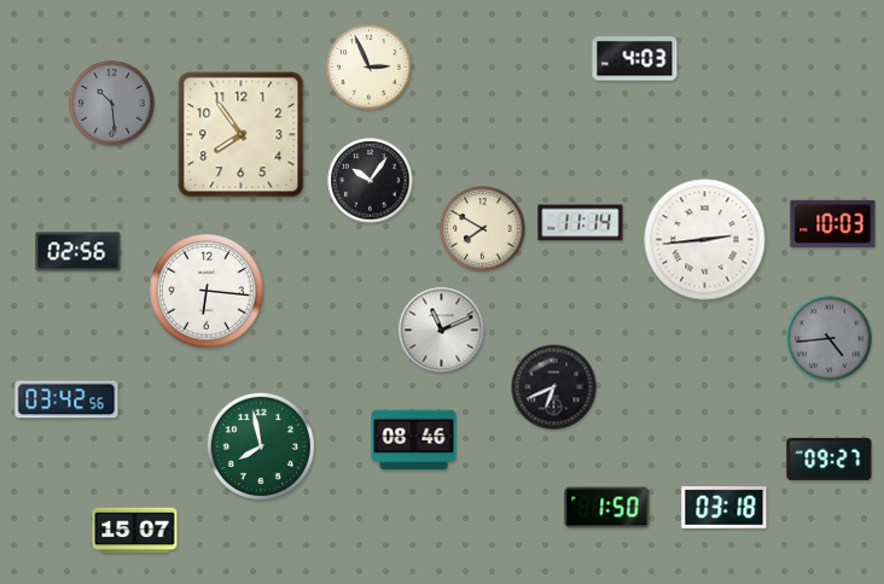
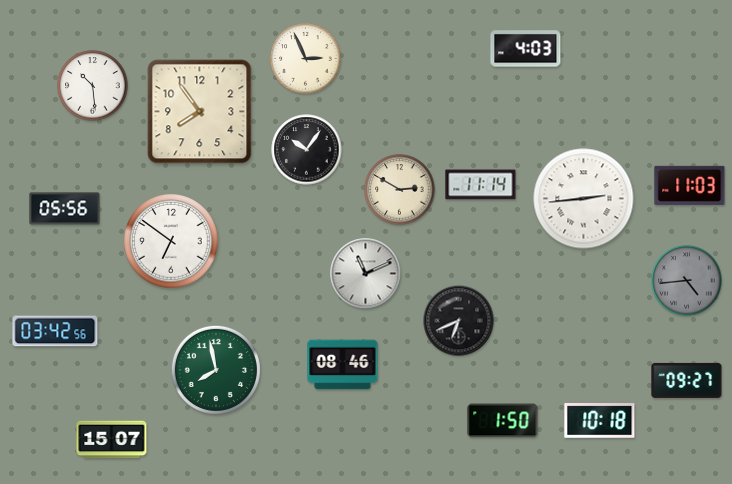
clock at (370, 68) position: (370, 68) -> (306, 59)
clock at (112, 104) dial: grey -> white
clock at (833, 223): 10:03 -> 11:03
clock at (483, 229): 7:50 -> 2:50
clock at (78, 252): 02:56 -> 05:56
clock at (207, 291): 6:16 -> 6:51
clock at (725, 508): 03:18 -> 10:18
